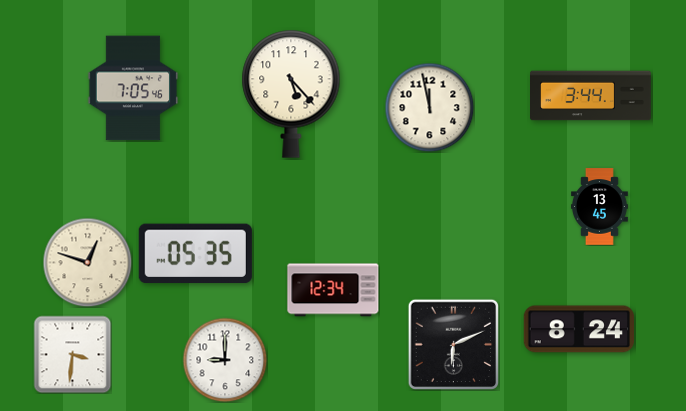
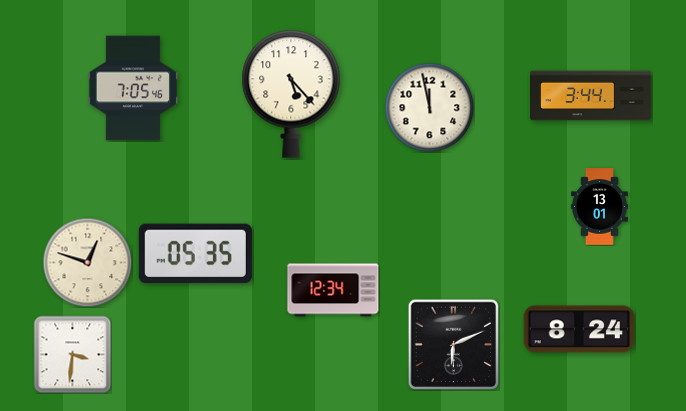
clock at (599, 207): 13:45 -> 13:01
clock at (225, 360): 9:00 -> none
